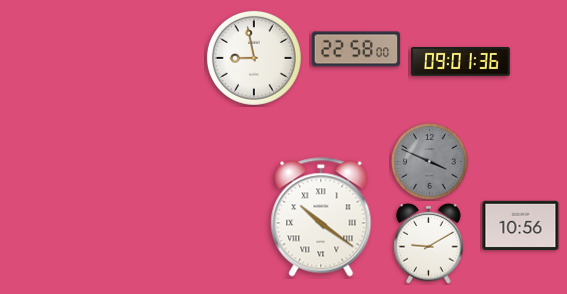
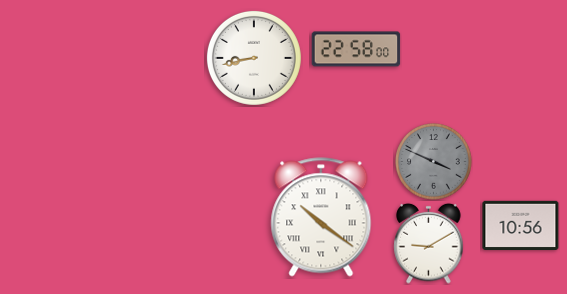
clock at (254, 58): 8:58 -> 8:43
clock at (461, 62): 09:01 -> none
clock at (430, 162) position: (430, 162) -> (434, 162)
